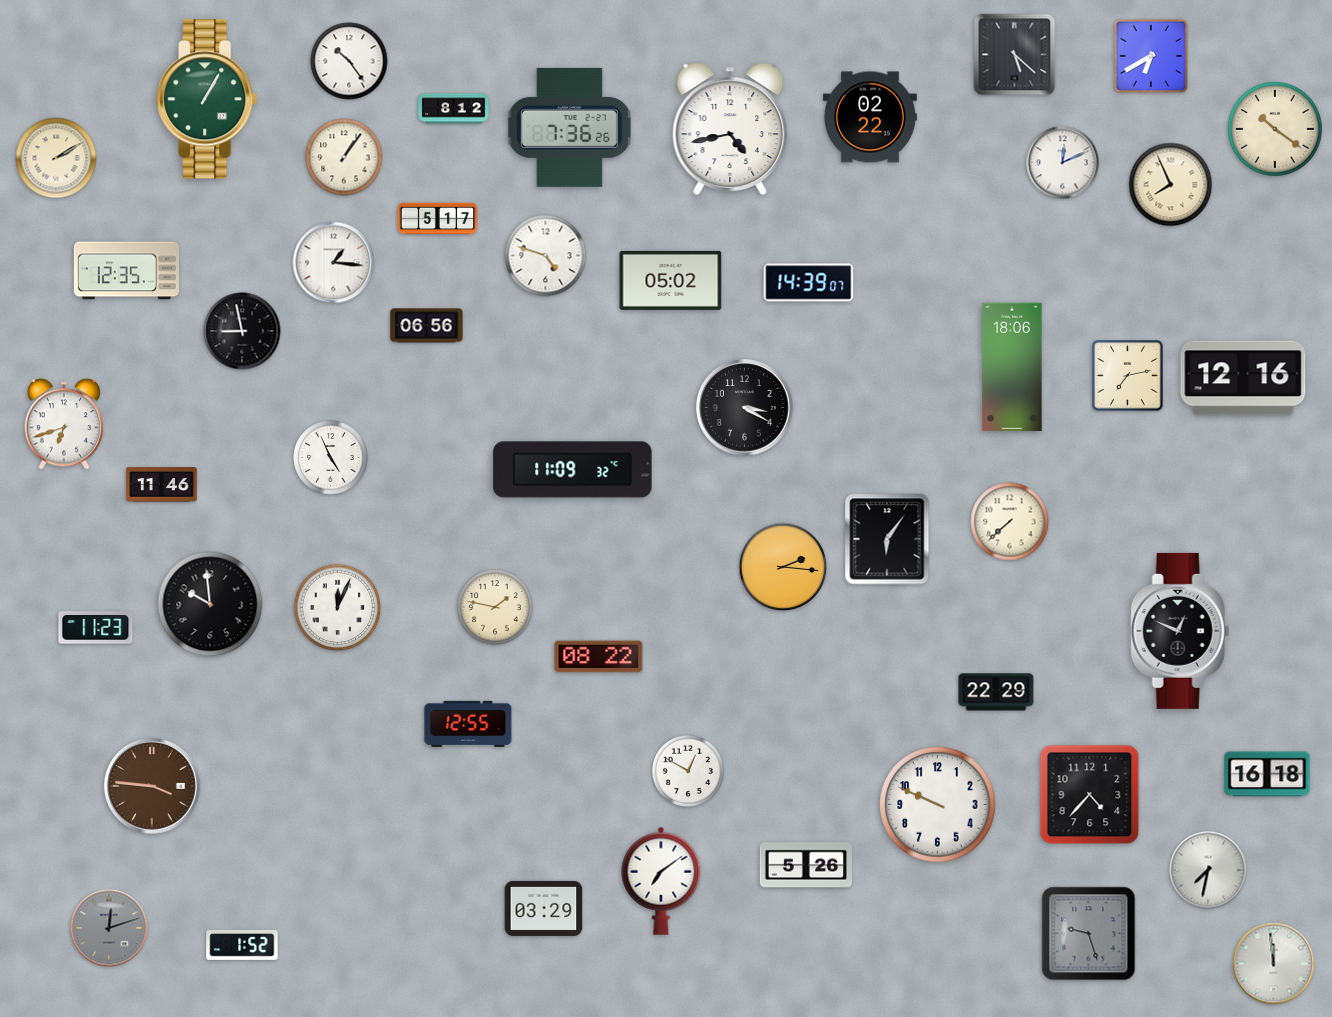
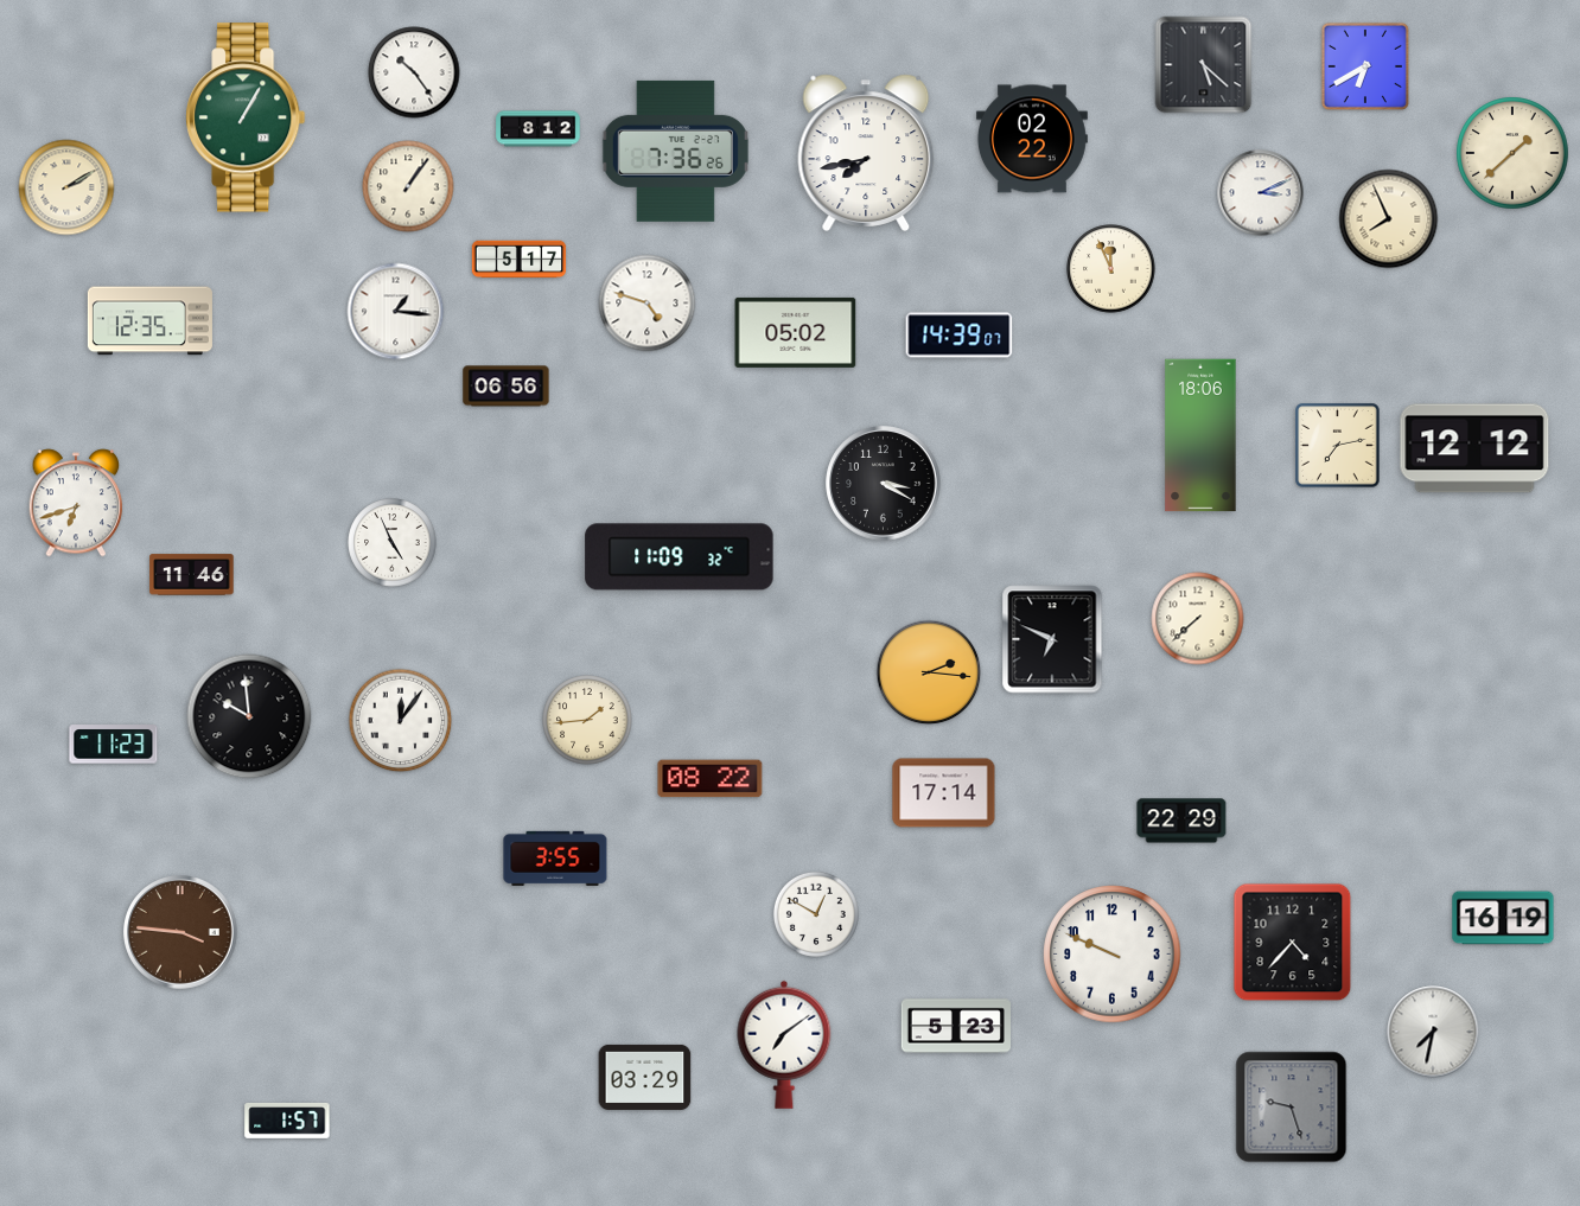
clock at (730, 129): 4:43 -> 7:43
clock at (1275, 129): 10:21 -> 1:38
clock at (1063, 163): 12:11 -> 3:11
clock at (1111, 269): none -> 11:56
clock at (242, 331): 8:58 -> none
clock at (1243, 378): 12:16 -> 12:12
clock at (887, 539): 6:06 -> 6:49
clock at (495, 607): 1:47 -> 1:44
clock at (338, 608): 12:04 -> 12:06
clock at (1180, 631): 12:49 -> none
clock at (944, 793): none -> 17:14
clock at (468, 724): 12:55 -> 3:55
clock at (1267, 774): 16:18 -> 16:19
clock at (805, 865): 5:26 -> 5:23
clock at (109, 928): 12:12 -> none
clock at (242, 945): 1:52 -> 1:57
clock at (1274, 964): 11:59 -> none
